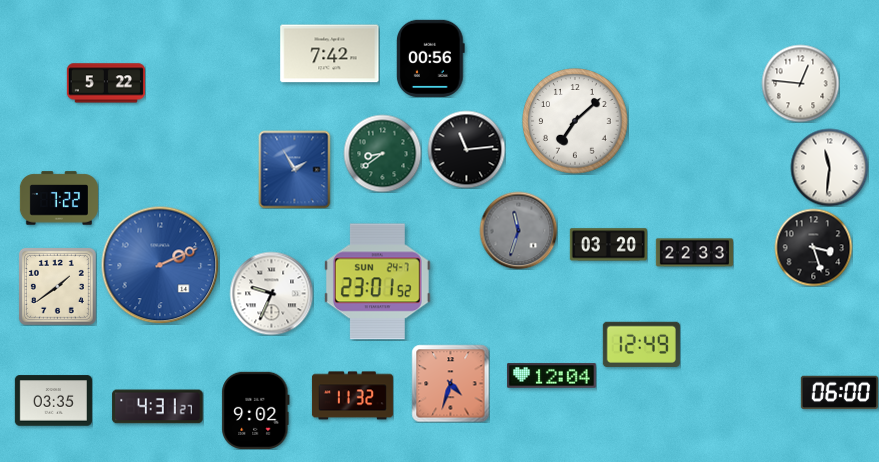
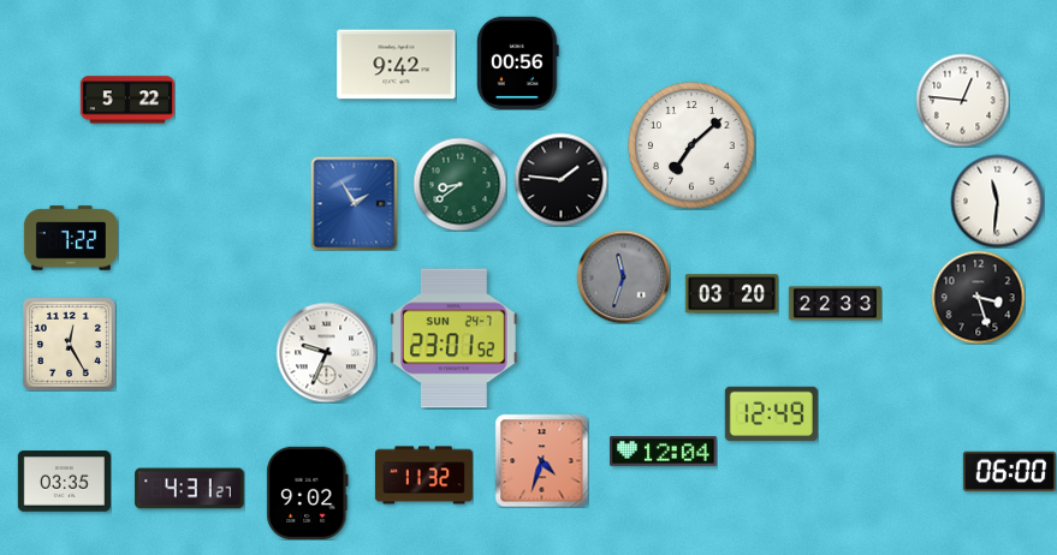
clock at (330, 54): 7:42 -> 9:42
clock at (430, 58) position: (430, 58) -> (517, 62)
clock at (466, 149): 11:14 -> 1:46
clock at (160, 265): 2:11 -> none
clock at (57, 286): 1:39 -> 12:25
